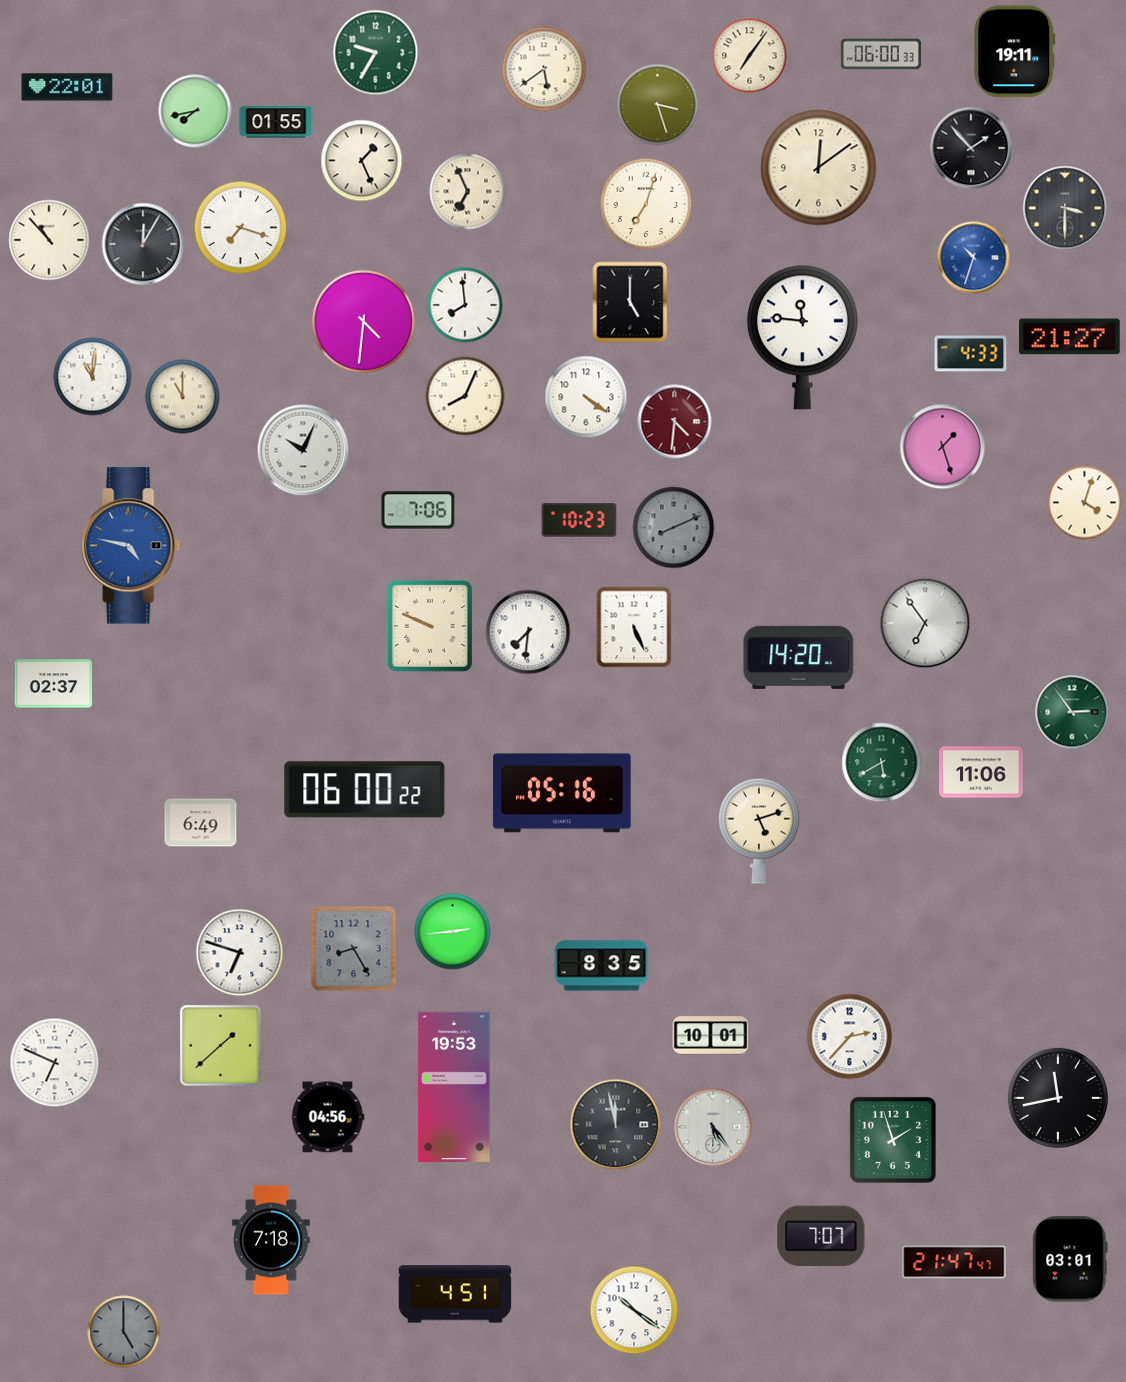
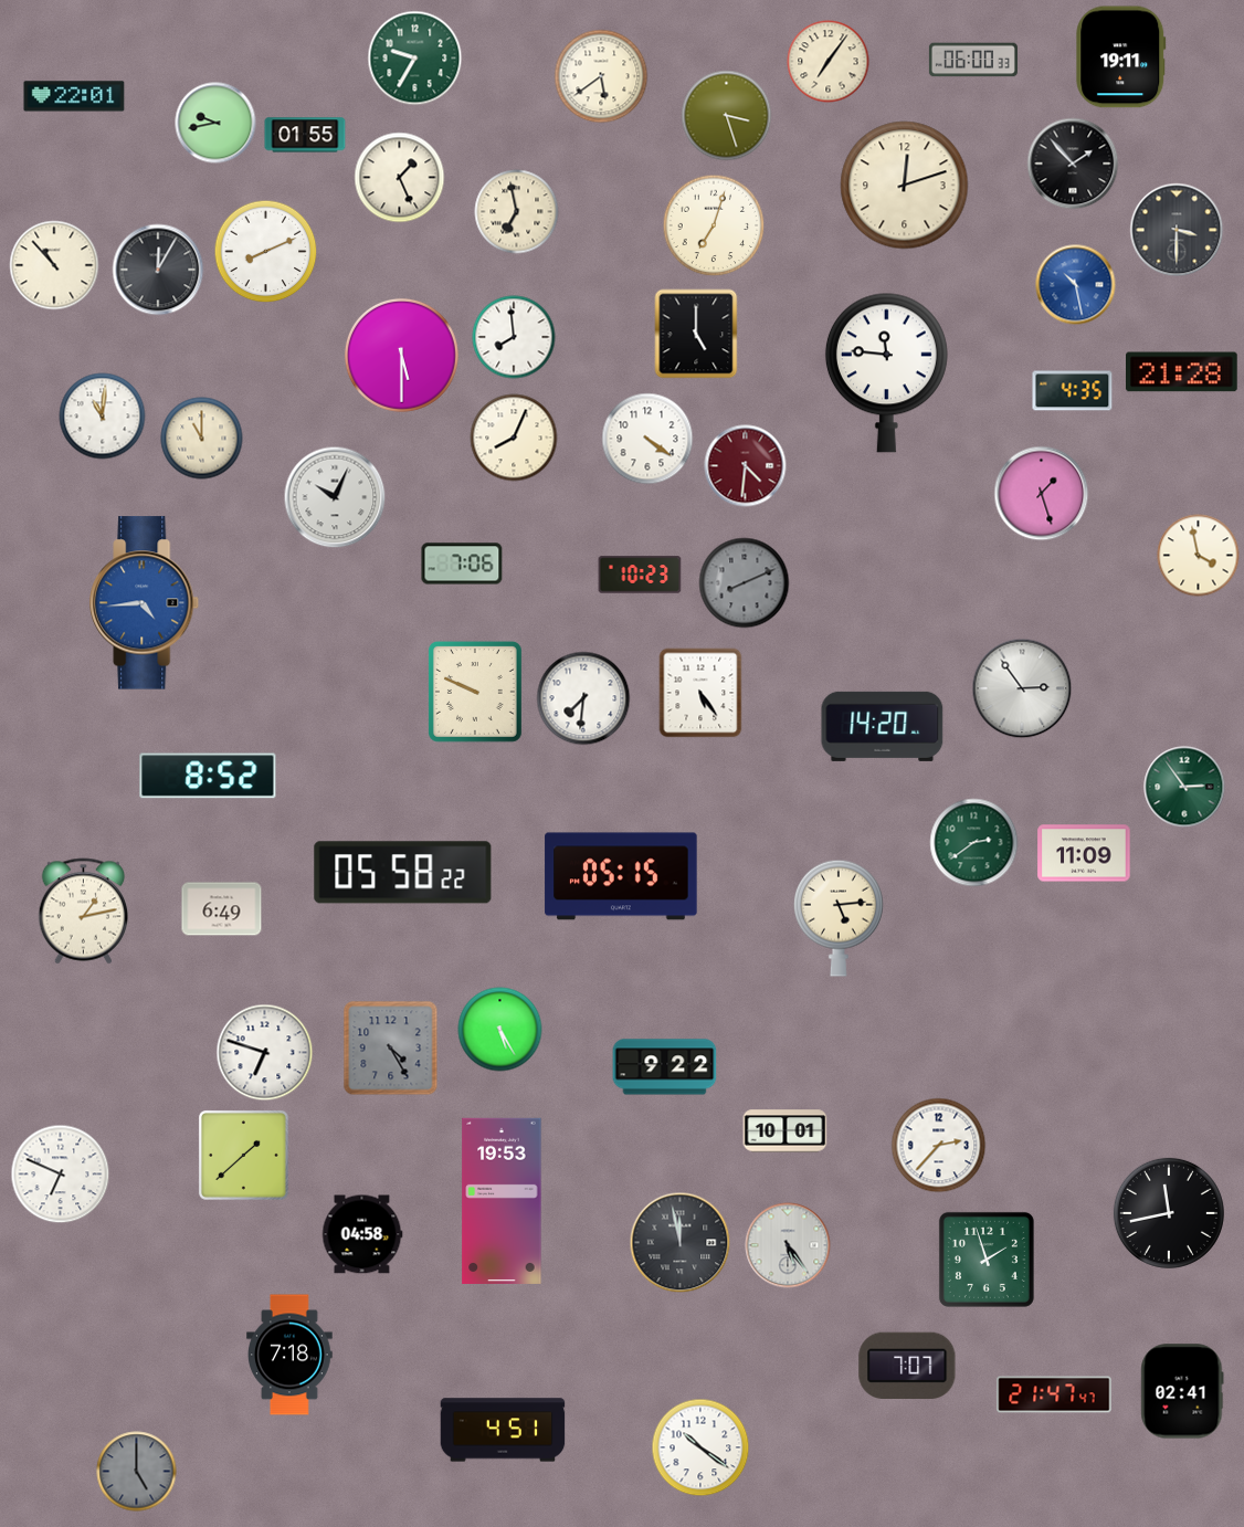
clock at (195, 111): 7:43 -> 9:43
clock at (819, 168): 12:09 -> 12:12
clock at (468, 192): 6:56 -> 6:58
clock at (241, 228): 7:18 -> 8:11
clock at (974, 258): 10:33 -> 10:28
clock at (363, 321): 4:31 -> 5:30
clock at (1070, 337): 21:27 -> 21:28
clock at (971, 354): 4:33 -> 4:35
clock at (1085, 503): 4:03 -> 3:58
clock at (131, 546): 4:47 -> 4:44
clock at (925, 623): 6:54 -> 2:54
clock at (634, 627): 5:26 -> 5:24
clock at (54, 684): 02:37 -> none
clock at (208, 776): none -> 8:52
clock at (882, 763): 5:40 -> 2:39
clock at (981, 772): 11:06 -> 11:09
clock at (365, 790): 06:00 -> 05:58
clock at (562, 793): 05:16 -> 05:15
clock at (84, 912): none -> 1:13
clock at (759, 831): 5:12 -> 5:14
clock at (453, 932): 2:44 -> 5:25
clock at (354, 949): 8:25 -> 4:25
clock at (602, 966): 8:35 -> 9:22
clock at (711, 1036) position: (711, 1036) -> (786, 1131)
clock at (328, 1117): 04:56 -> 04:58
clock at (272, 1240) position: (272, 1240) -> (291, 1355)
clock at (1070, 1259): 03:01 -> 02:41
